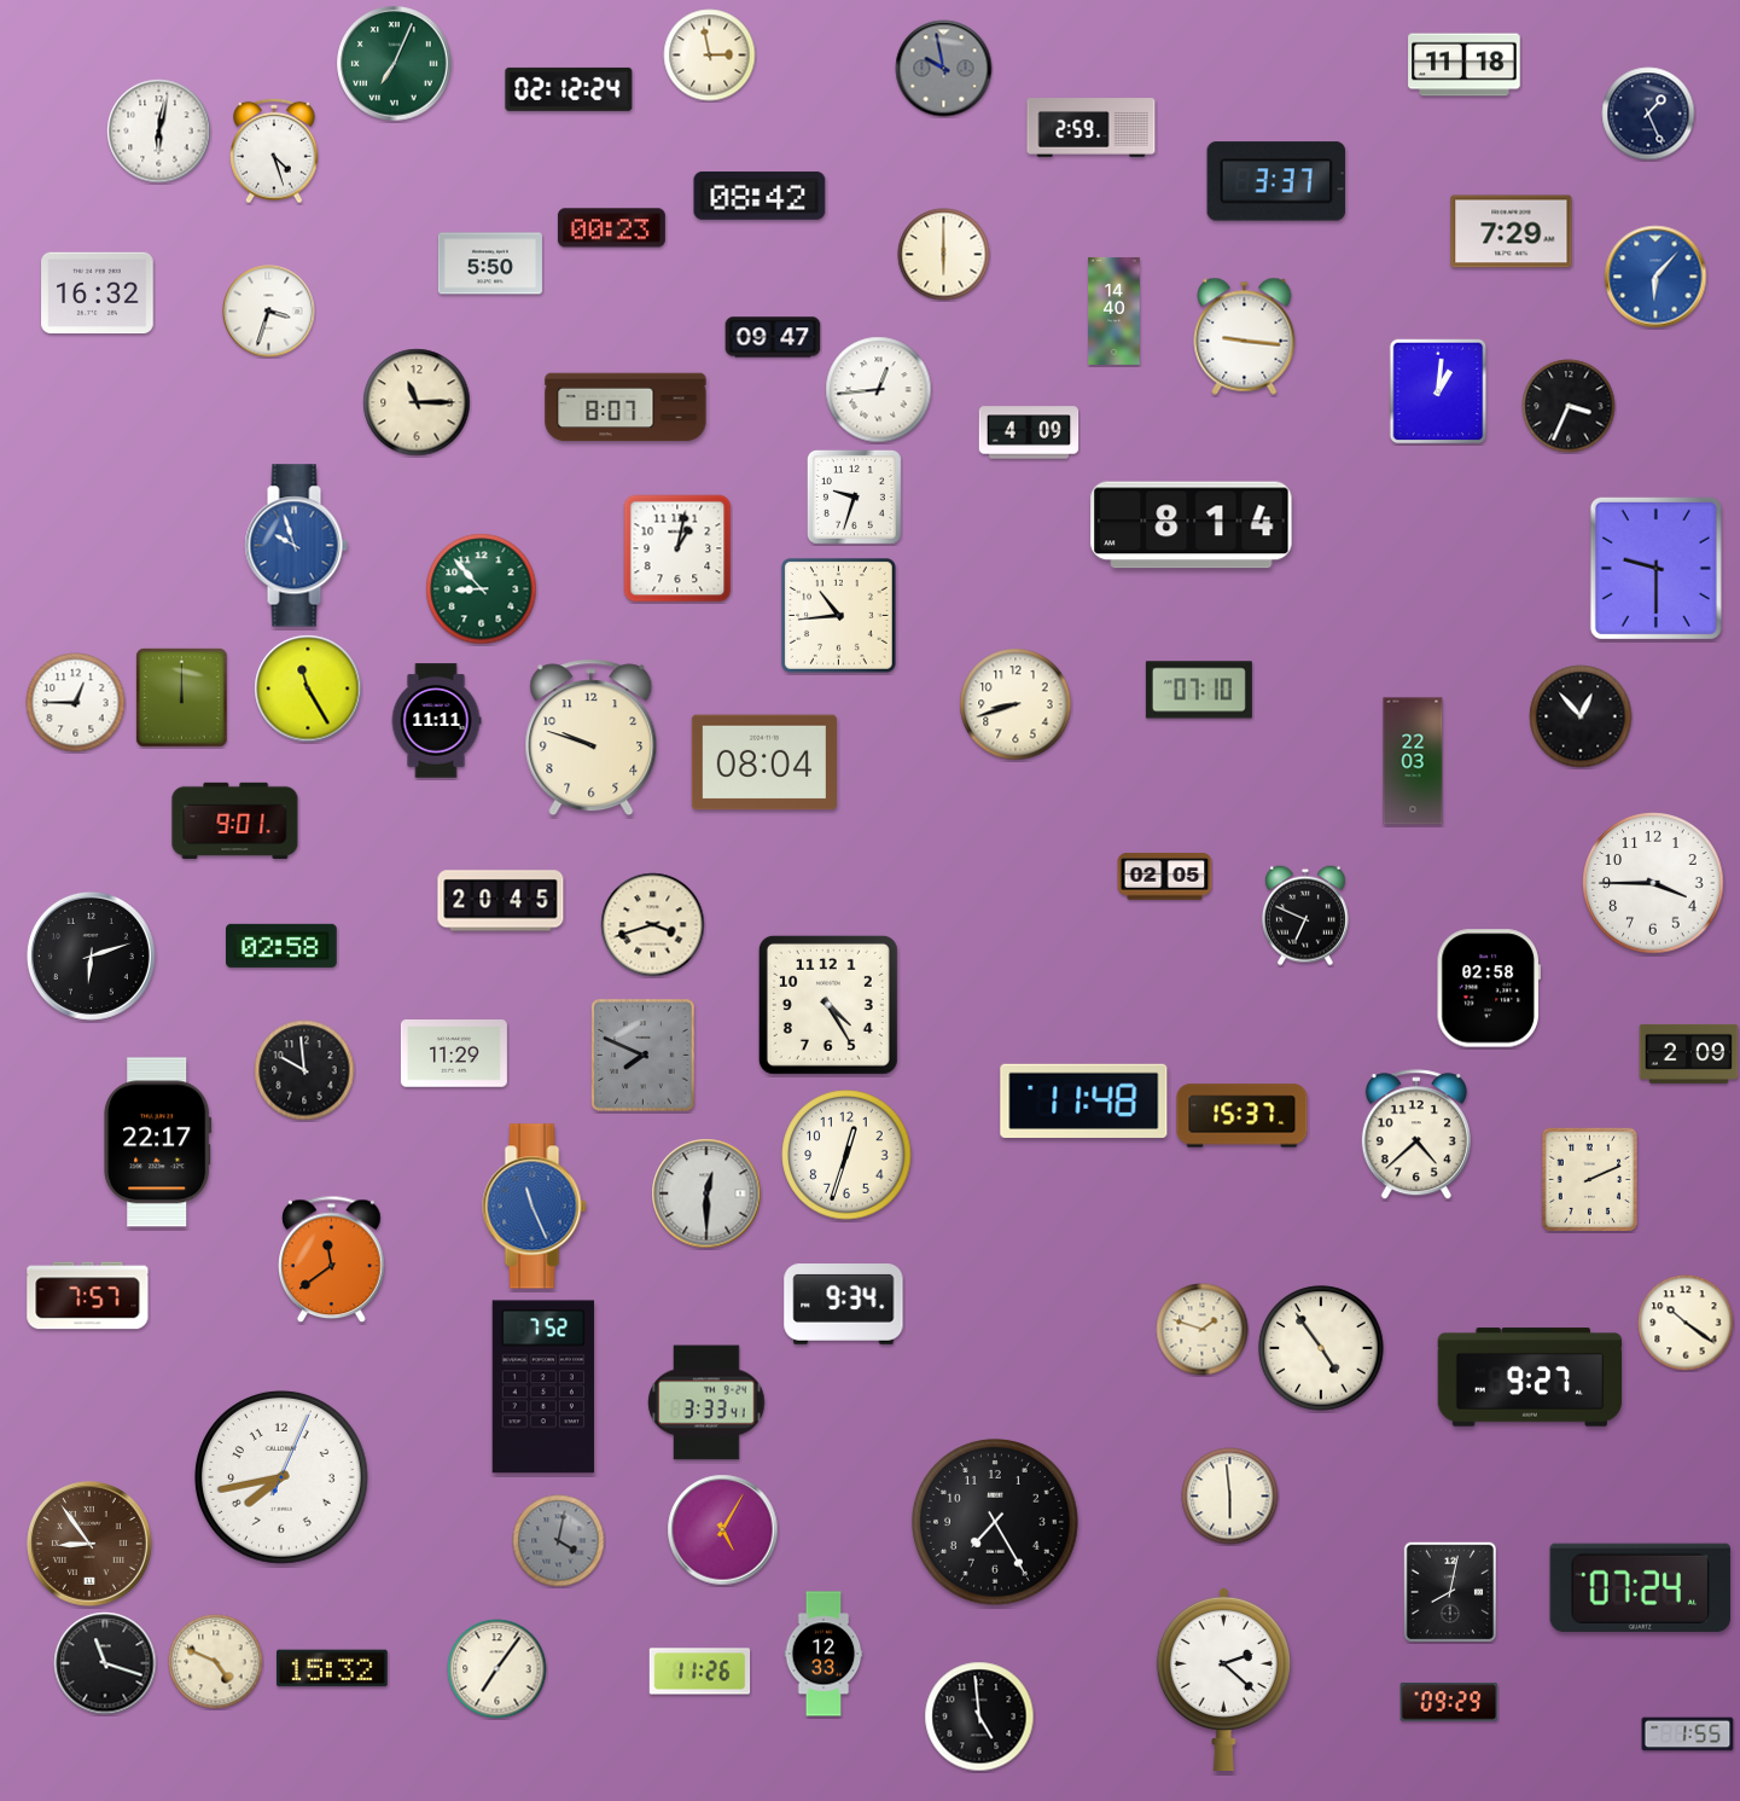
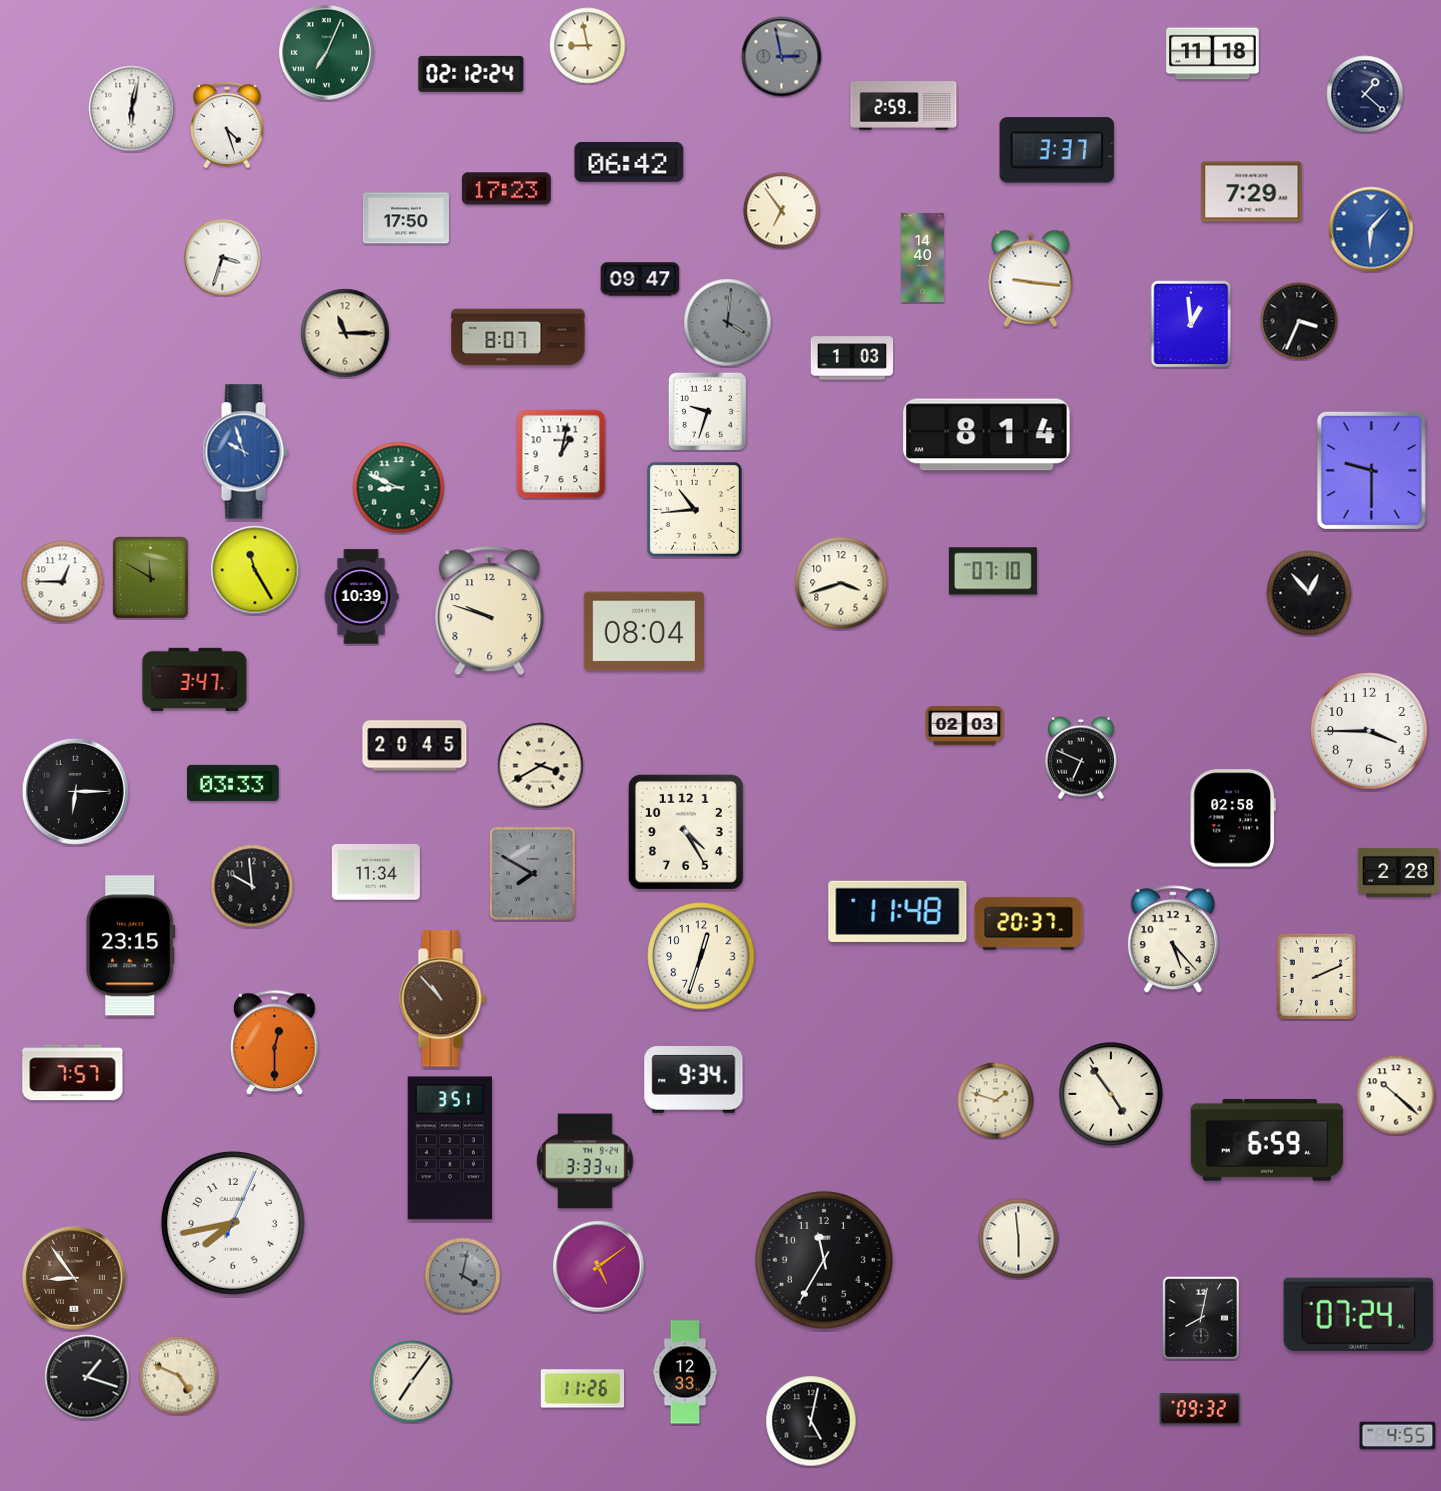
clock at (710, 56): 2:58 -> 8:58
clock at (944, 69): 9:58 -> 2:58
clock at (1648, 114): 1:26 -> 1:22
clock at (760, 196): 08:42 -> 06:42
clock at (611, 228): 00:23 -> 17:23
clock at (944, 255): 6:00 -> 6:54
clock at (490, 263): 5:50 -> 17:50
clock at (98, 294): 16:32 -> none
clock at (879, 390): 12:44 -> 4:01
clock at (879, 390) dial: white -> grey
clock at (1438, 391): 1:01 -> 12:59
clock at (1569, 406) position: (1569, 406) -> (1299, 321)
clock at (1029, 432): 4:09 -> 1:03
clock at (482, 589): 8:53 -> 8:49
clock at (182, 698): 12:00 -> 11:50
clock at (1016, 704): 8:42 -> 3:42
clock at (436, 721): 11:11 -> 10:39
clock at (1413, 761): 22:03 -> none
clock at (764, 762) position: (764, 762) -> (644, 631)
clock at (235, 820): 9:01 -> 3:47
clock at (1165, 877): 02:05 -> 02:03
clock at (653, 925): 3:42 -> 3:40
clock at (283, 946): 02:58 -> 03:33
clock at (91, 955): 6:12 -> 6:15
clock at (454, 1053): 11:29 -> 11:34
clock at (1689, 1053): 2:09 -> 2:28
clock at (644, 1056): 7:49 -> 7:50
clock at (1243, 1116): 15:37 -> 20:37
clock at (1416, 1135): 4:38 -> 5:23
clock at (158, 1143): 22:17 -> 23:15
clock at (706, 1193): 12:30 -> none
clock at (535, 1207): 11:26 -> 10:53
clock at (535, 1207) dial: blue -> brown
clock at (332, 1260): 11:39 -> 12:30
clock at (844, 1305) position: (844, 1305) -> (694, 1080)
clock at (1686, 1323): 10:21 -> 10:22
clock at (1321, 1348) position: (1321, 1348) -> (1111, 1094)
clock at (1530, 1377): 9:27 -> 6:59
clock at (542, 1387): 7:52 -> 3:51
clock at (996, 1523): 7:25 -> 11:35
clock at (723, 1530): 5:05 -> 5:09
clock at (824, 1654) position: (824, 1654) -> (685, 1372)
clock at (105, 1663): 11:18 -> 1:18
clock at (333, 1668): 15:32 -> none
clock at (700, 1672) position: (700, 1672) -> (583, 1389)
clock at (1223, 1679): 2:22 -> none
clock at (1449, 1702): 09:29 -> 09:32
clock at (979, 1716): 4:59 -> 5:02
clock at (1688, 1735): 1:55 -> 4:55
